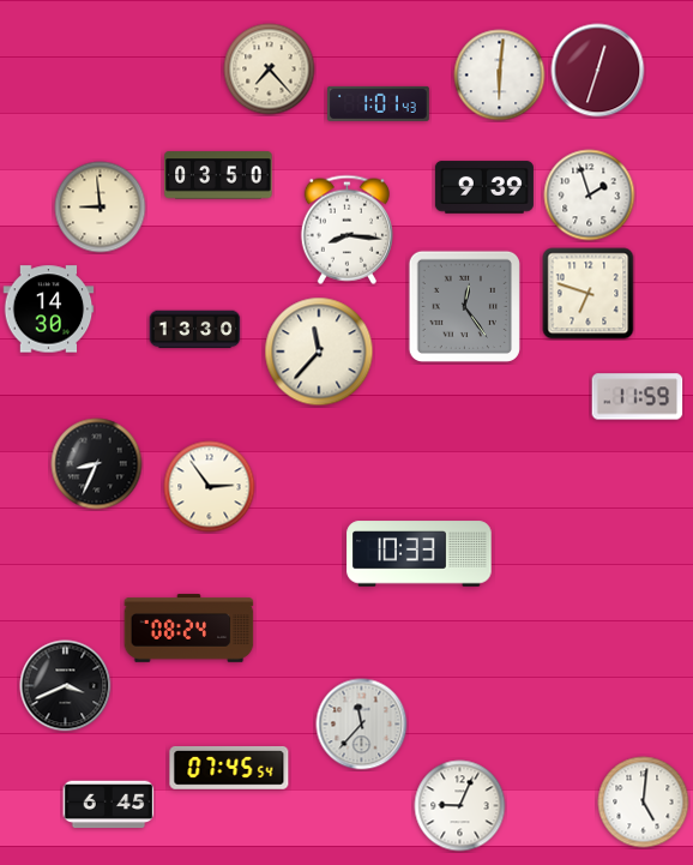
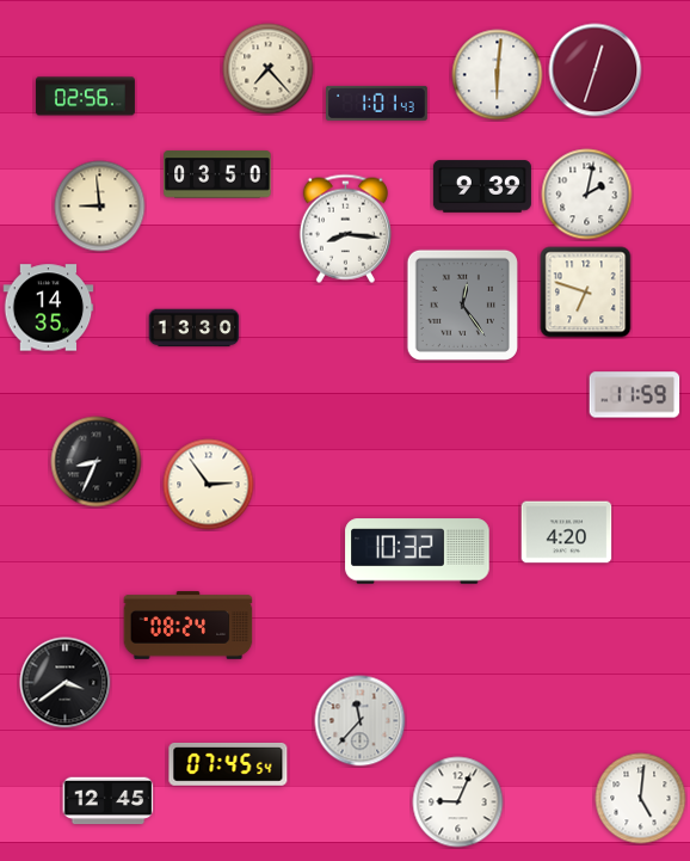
clock at (85, 97): none -> 02:56
clock at (590, 196): 1:57 -> 2:02
clock at (49, 310): 14:30 -> 14:35
clock at (319, 352): 11:37 -> none
clock at (567, 533): none -> 4:20
clock at (420, 554): 10:33 -> 10:32
clock at (66, 686): 3:41 -> 3:39
clock at (109, 805): 6:45 -> 12:45
